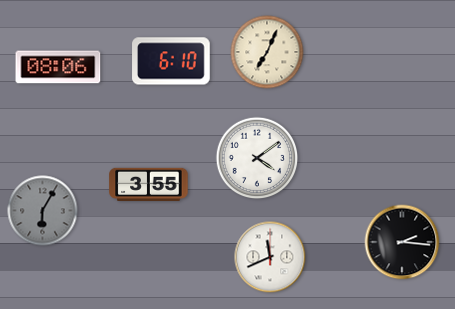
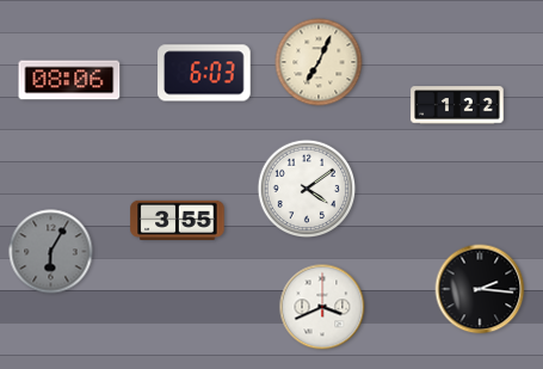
clock at (171, 61): 6:10 -> 6:03
clock at (457, 105): none -> 1:22
clock at (270, 257): 11:41 -> 3:41
